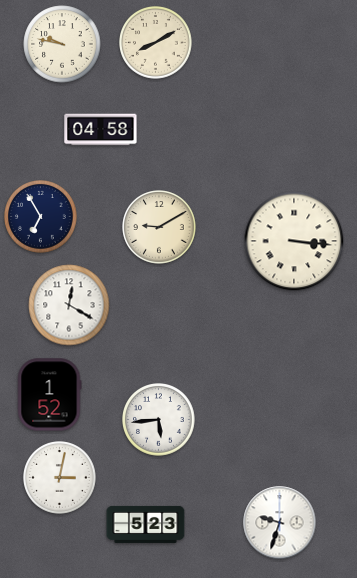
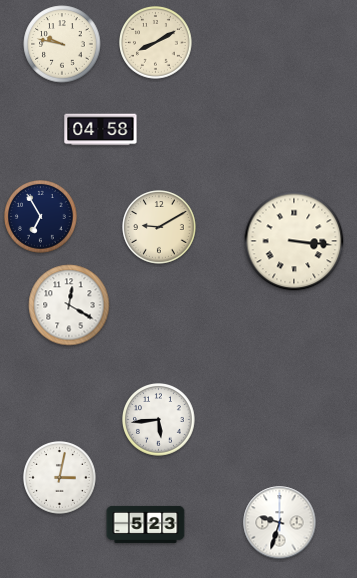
clock at (49, 395): 1:52 -> none
